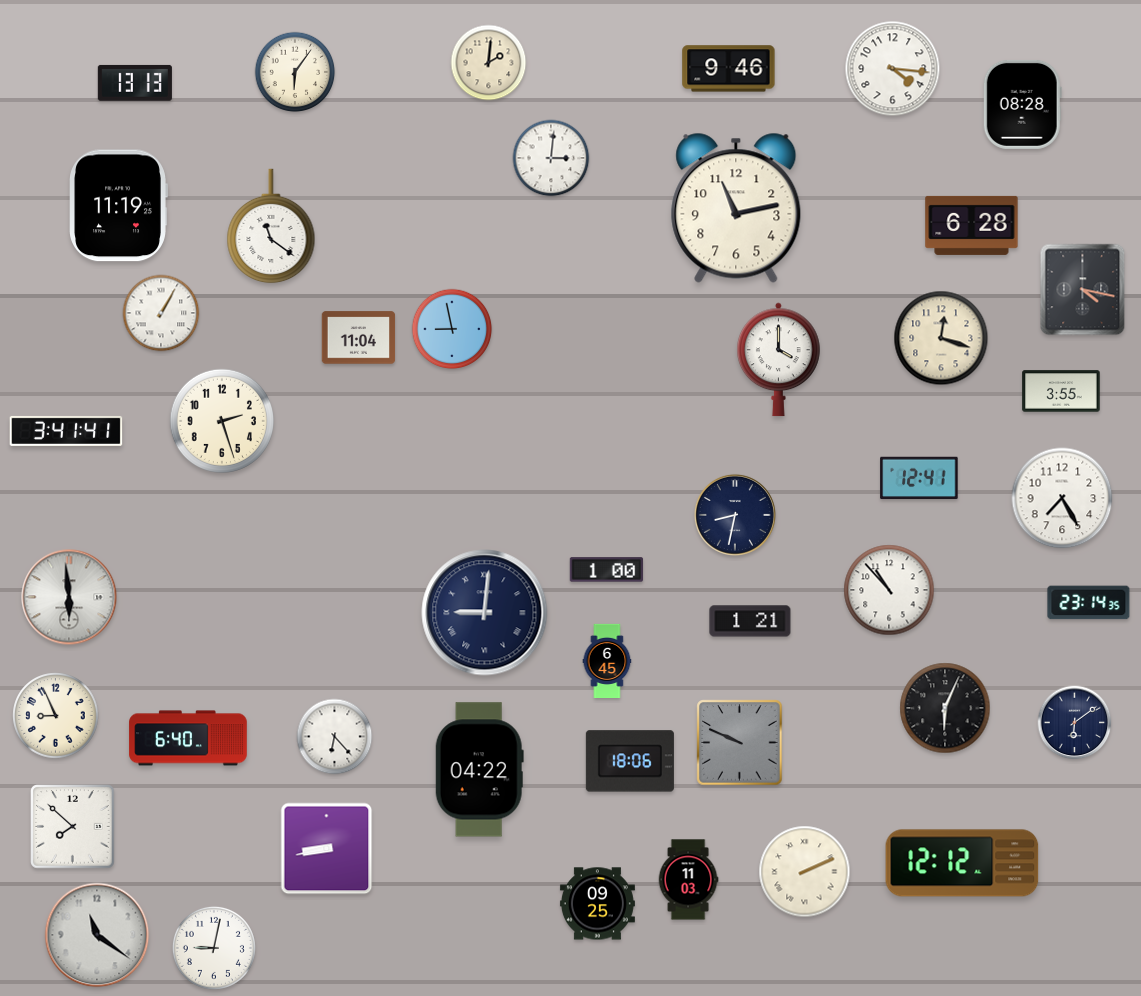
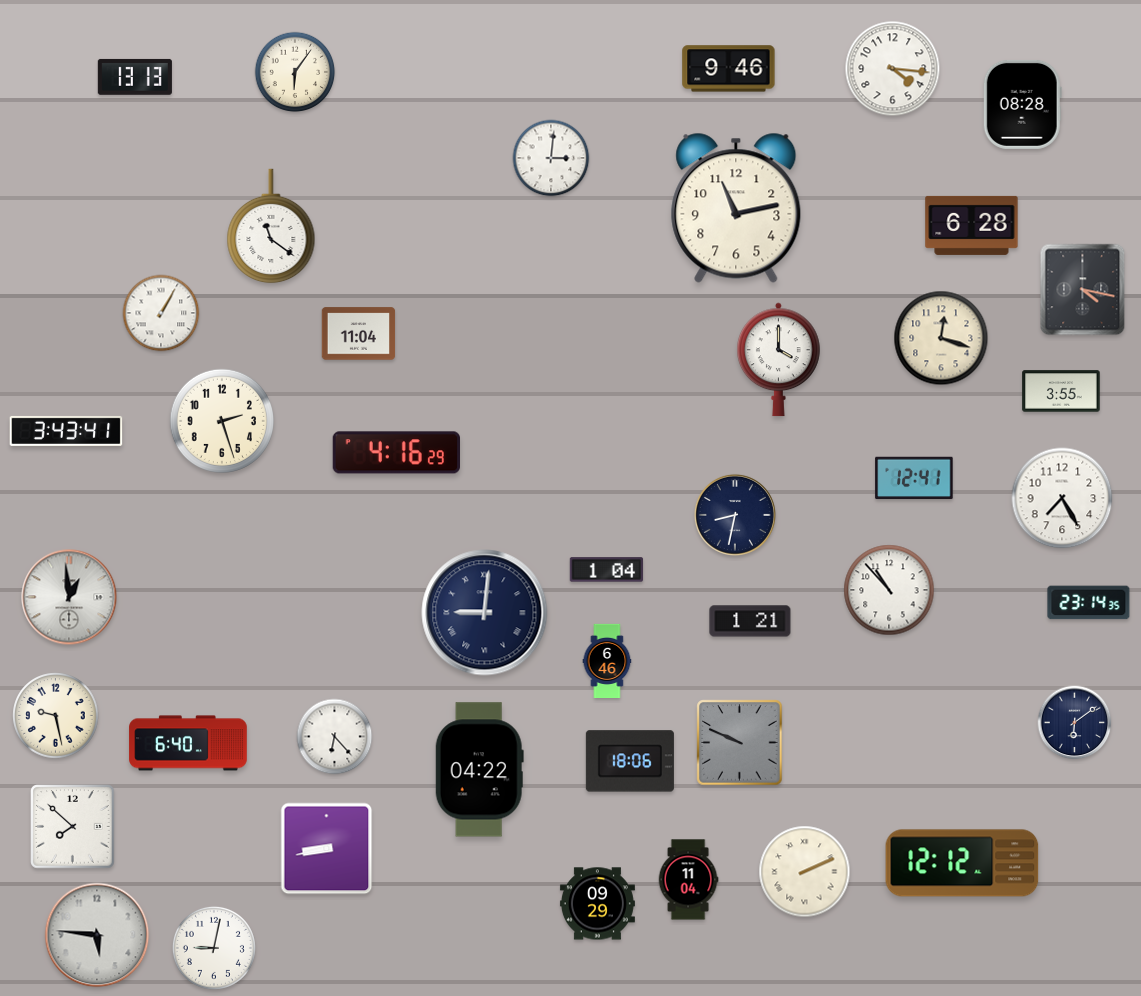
clock at (489, 63): 2:01 -> none
clock at (135, 83) position: (135, 83) -> (135, 77)
clock at (118, 206): 11:19 -> none
clock at (452, 329): 8:58 -> none
clock at (359, 338) position: (359, 338) -> (359, 334)
clock at (66, 431): 3:41 -> 3:43
clock at (396, 453): none -> 4:16
clock at (919, 478) position: (919, 478) -> (914, 478)
clock at (607, 570): 1:00 -> 1:04
clock at (69, 597): 5:59 -> 12:59
clock at (607, 660): 6:45 -> 6:46
clock at (945, 708): 6:04 -> none
clock at (56, 716): 8:56 -> 9:28
clock at (188, 738) position: (188, 738) -> (188, 743)
clock at (688, 880): 11:03 -> 11:04
clock at (597, 904): 09:25 -> 09:29
clock at (97, 935): 11:21 -> 5:46
